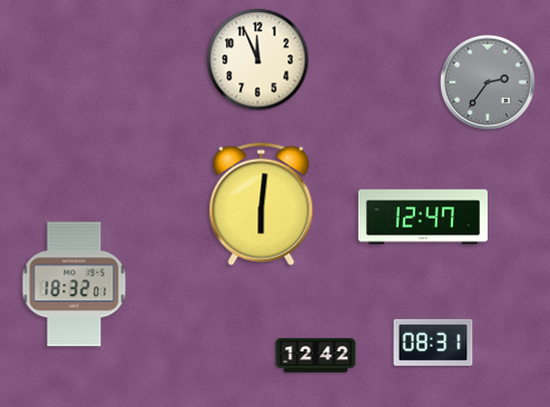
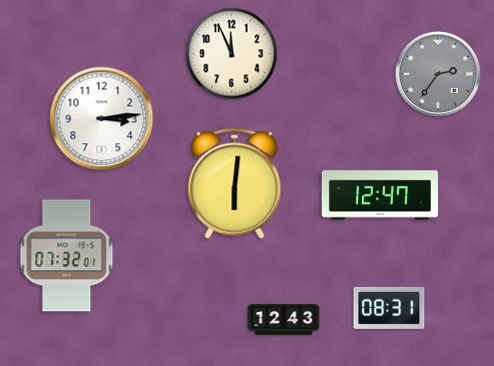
clock at (102, 119): none -> 3:14
clock at (75, 285): 18:32 -> 07:32
clock at (316, 356): 12:42 -> 12:43
